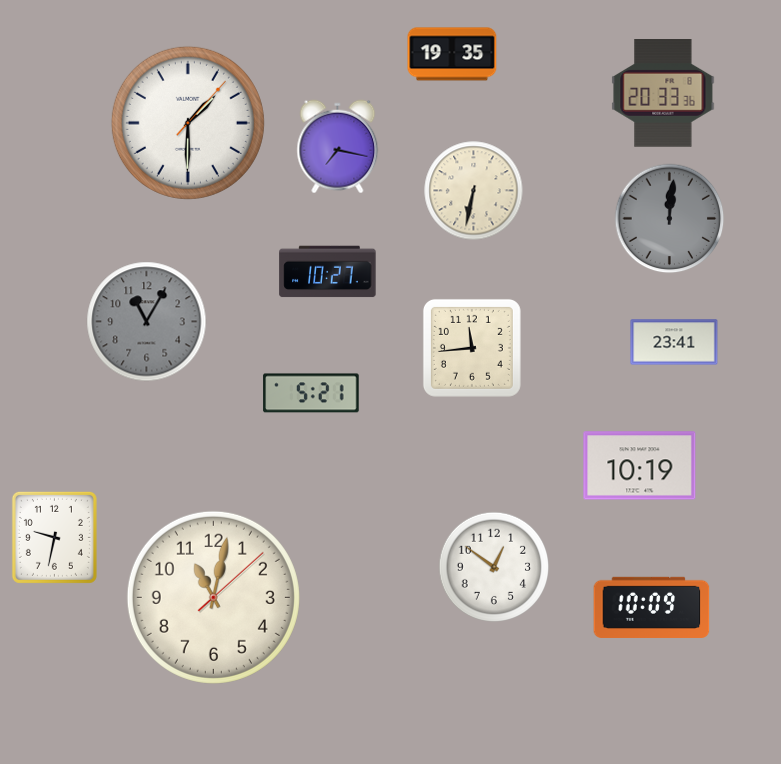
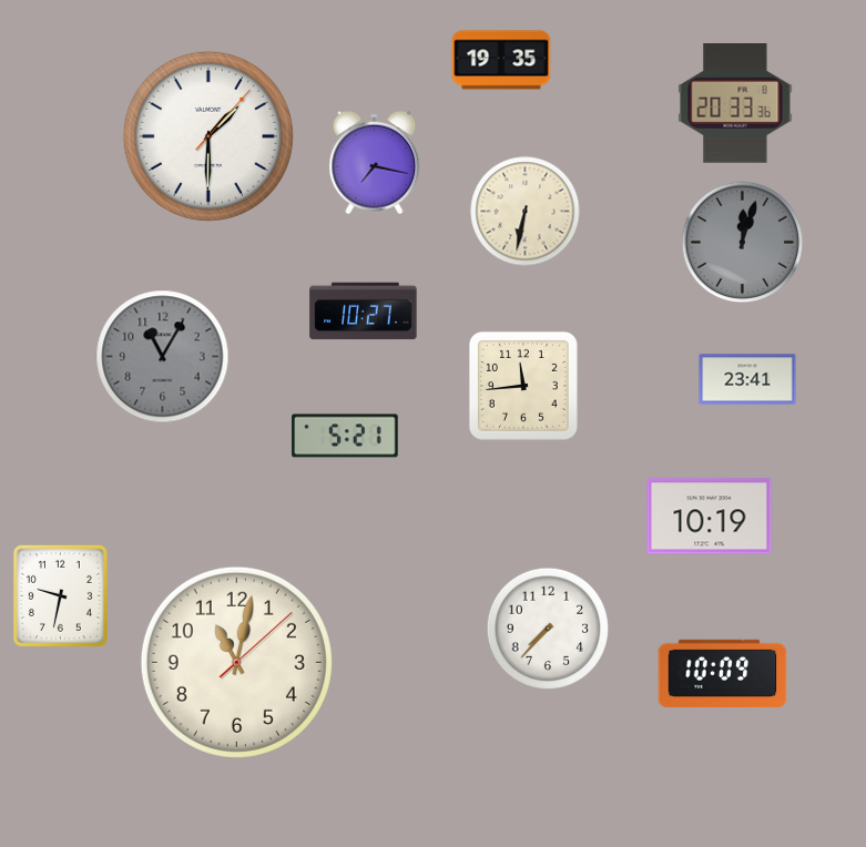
clock at (670, 219): 12:01 -> 12:03
clock at (328, 272) position: (328, 272) -> (364, 312)
clock at (494, 567): 12:51 -> 7:37
